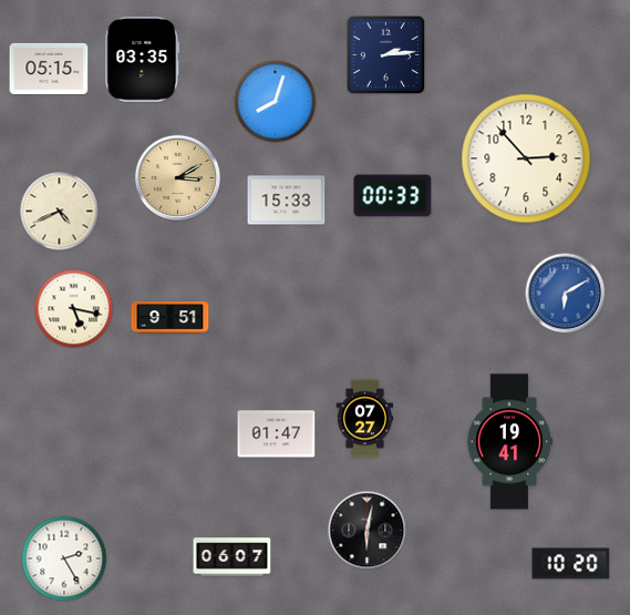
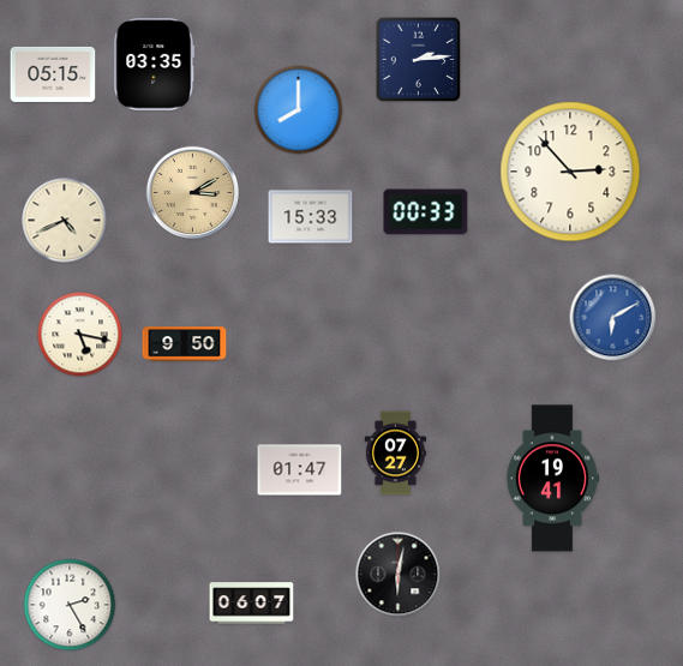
clock at (276, 102): 8:03 -> 8:00
clock at (60, 212) position: (60, 212) -> (65, 221)
clock at (171, 318): 9:51 -> 9:50
clock at (571, 564): 10:20 -> none
